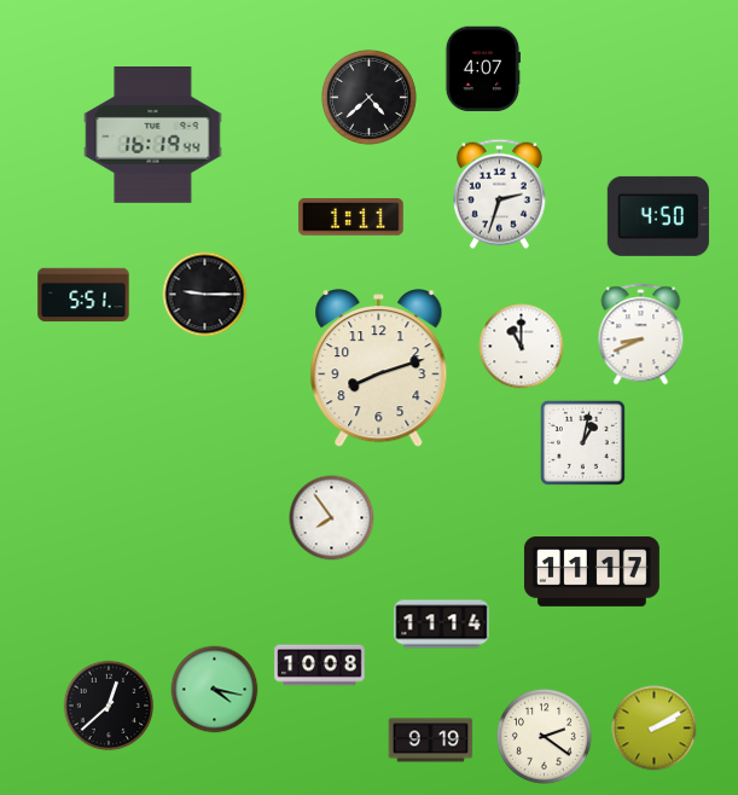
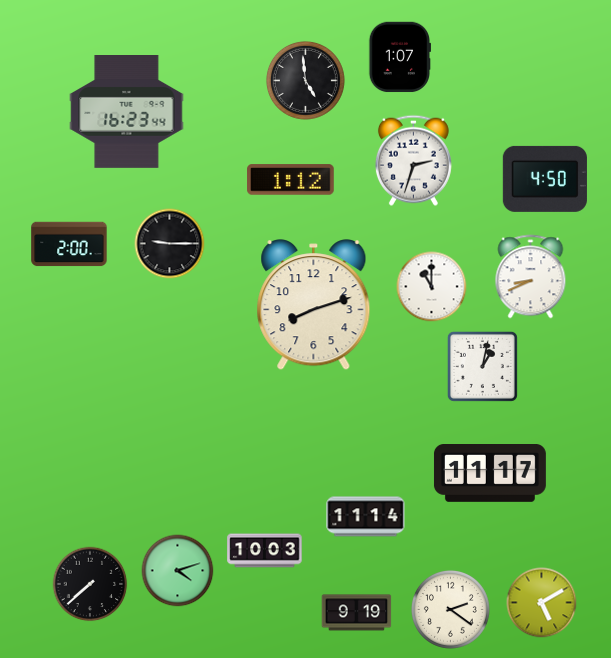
clock at (482, 69): 4:07 -> 1:07
clock at (368, 97): 4:38 -> 4:59
clock at (153, 135): 16:19 -> 16:23
clock at (351, 217): 1:11 -> 1:12
clock at (83, 295): 5:51 -> 2:00
clock at (332, 518): 7:54 -> none
clock at (320, 666): 10:08 -> 10:03
clock at (215, 690): 4:17 -> 4:12
clock at (109, 706): 12:38 -> 7:38
clock at (655, 729): 2:10 -> 5:10
